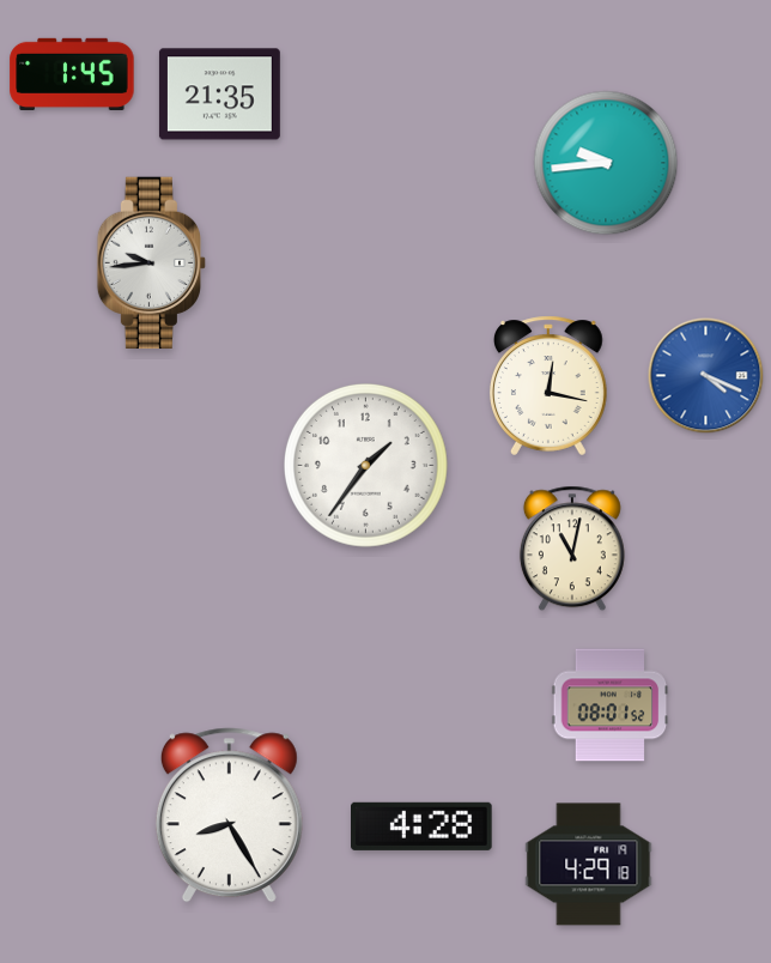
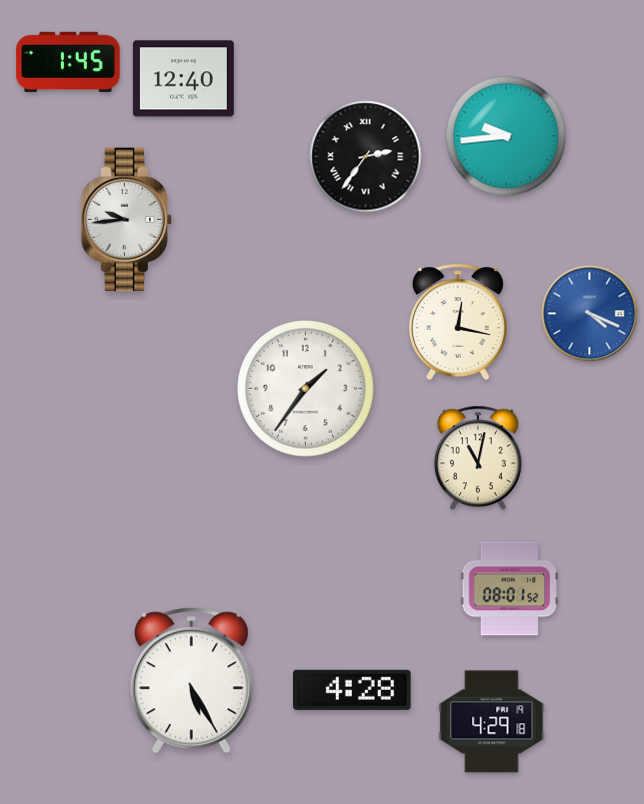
clock at (72, 74) position: (72, 74) -> (68, 62)
clock at (219, 95): 21:35 -> 12:40
clock at (366, 157): none -> 2:36
clock at (229, 816): 8:25 -> 5:25
